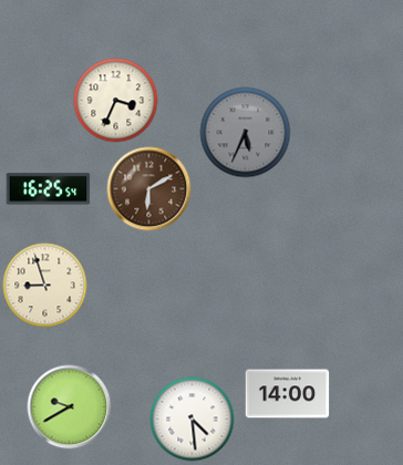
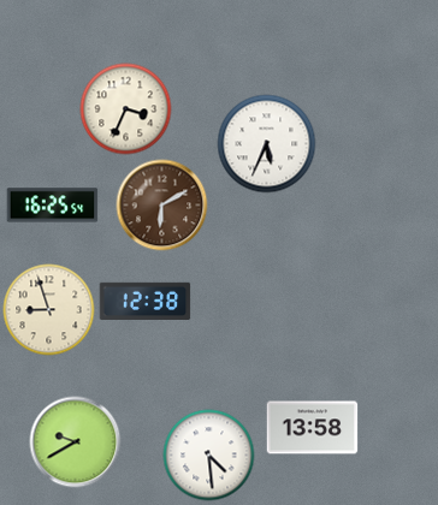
clock at (246, 133) dial: grey -> white
clock at (146, 302): none -> 12:38
clock at (288, 394): 14:00 -> 13:58
